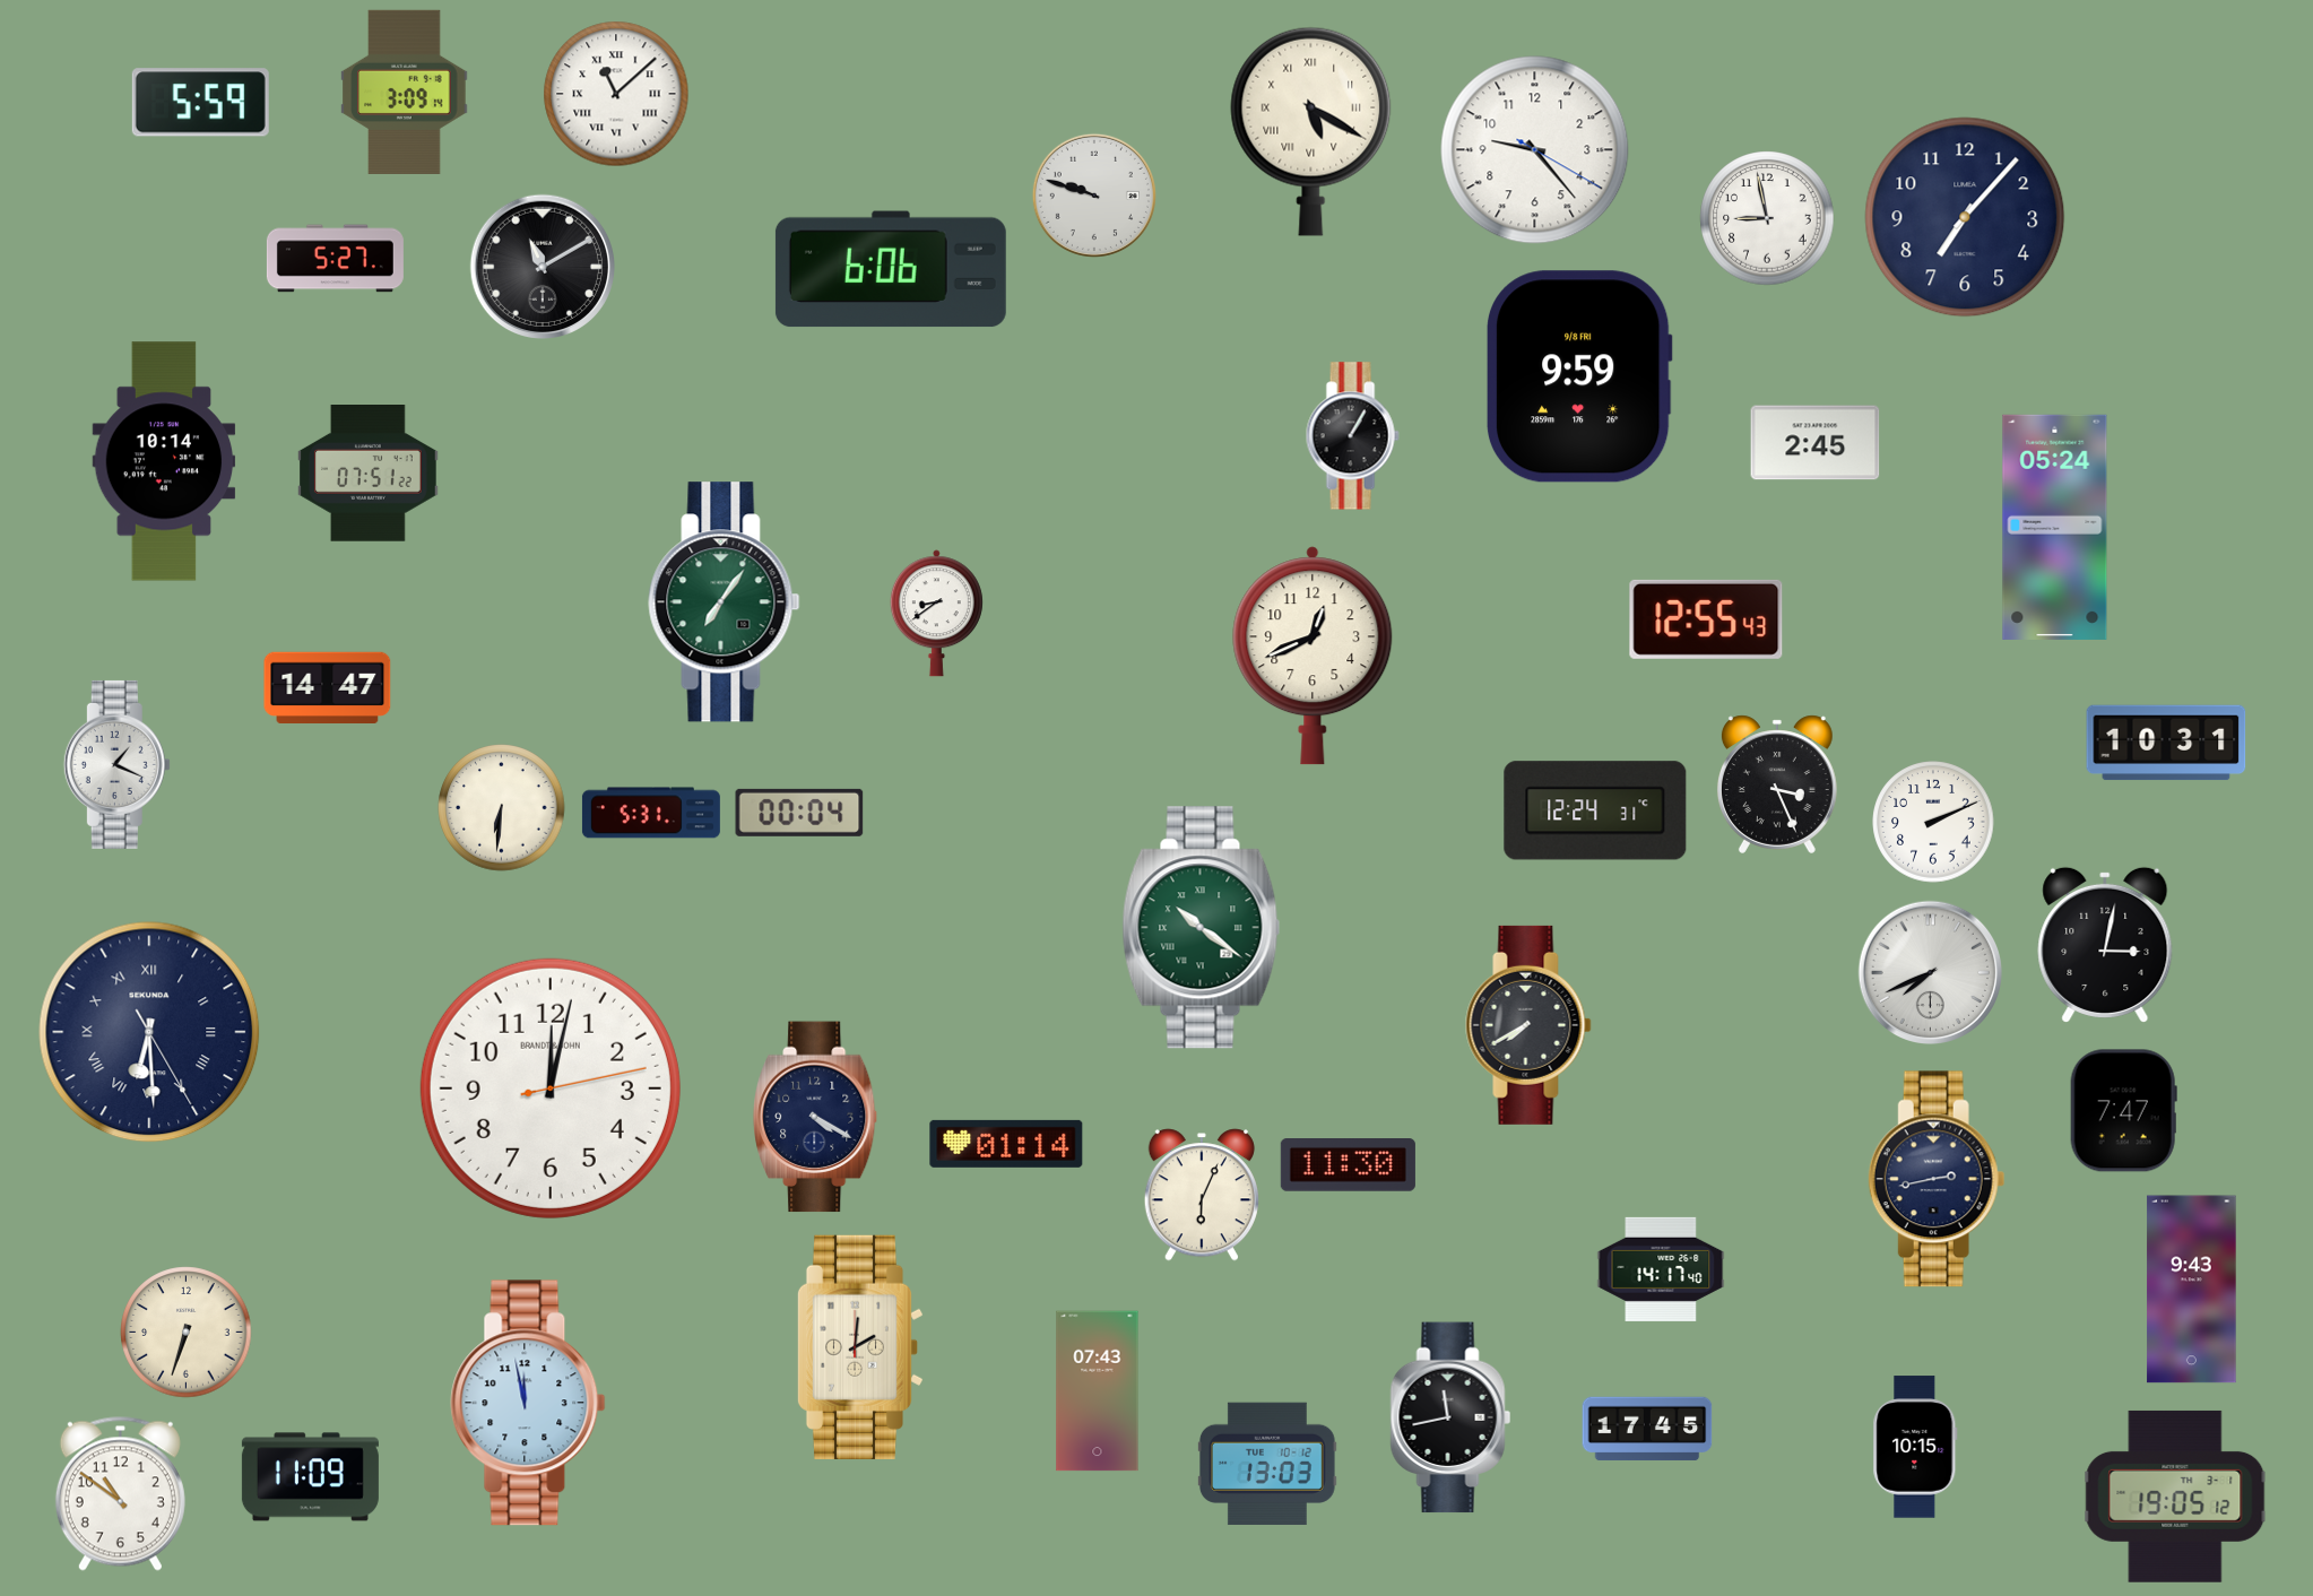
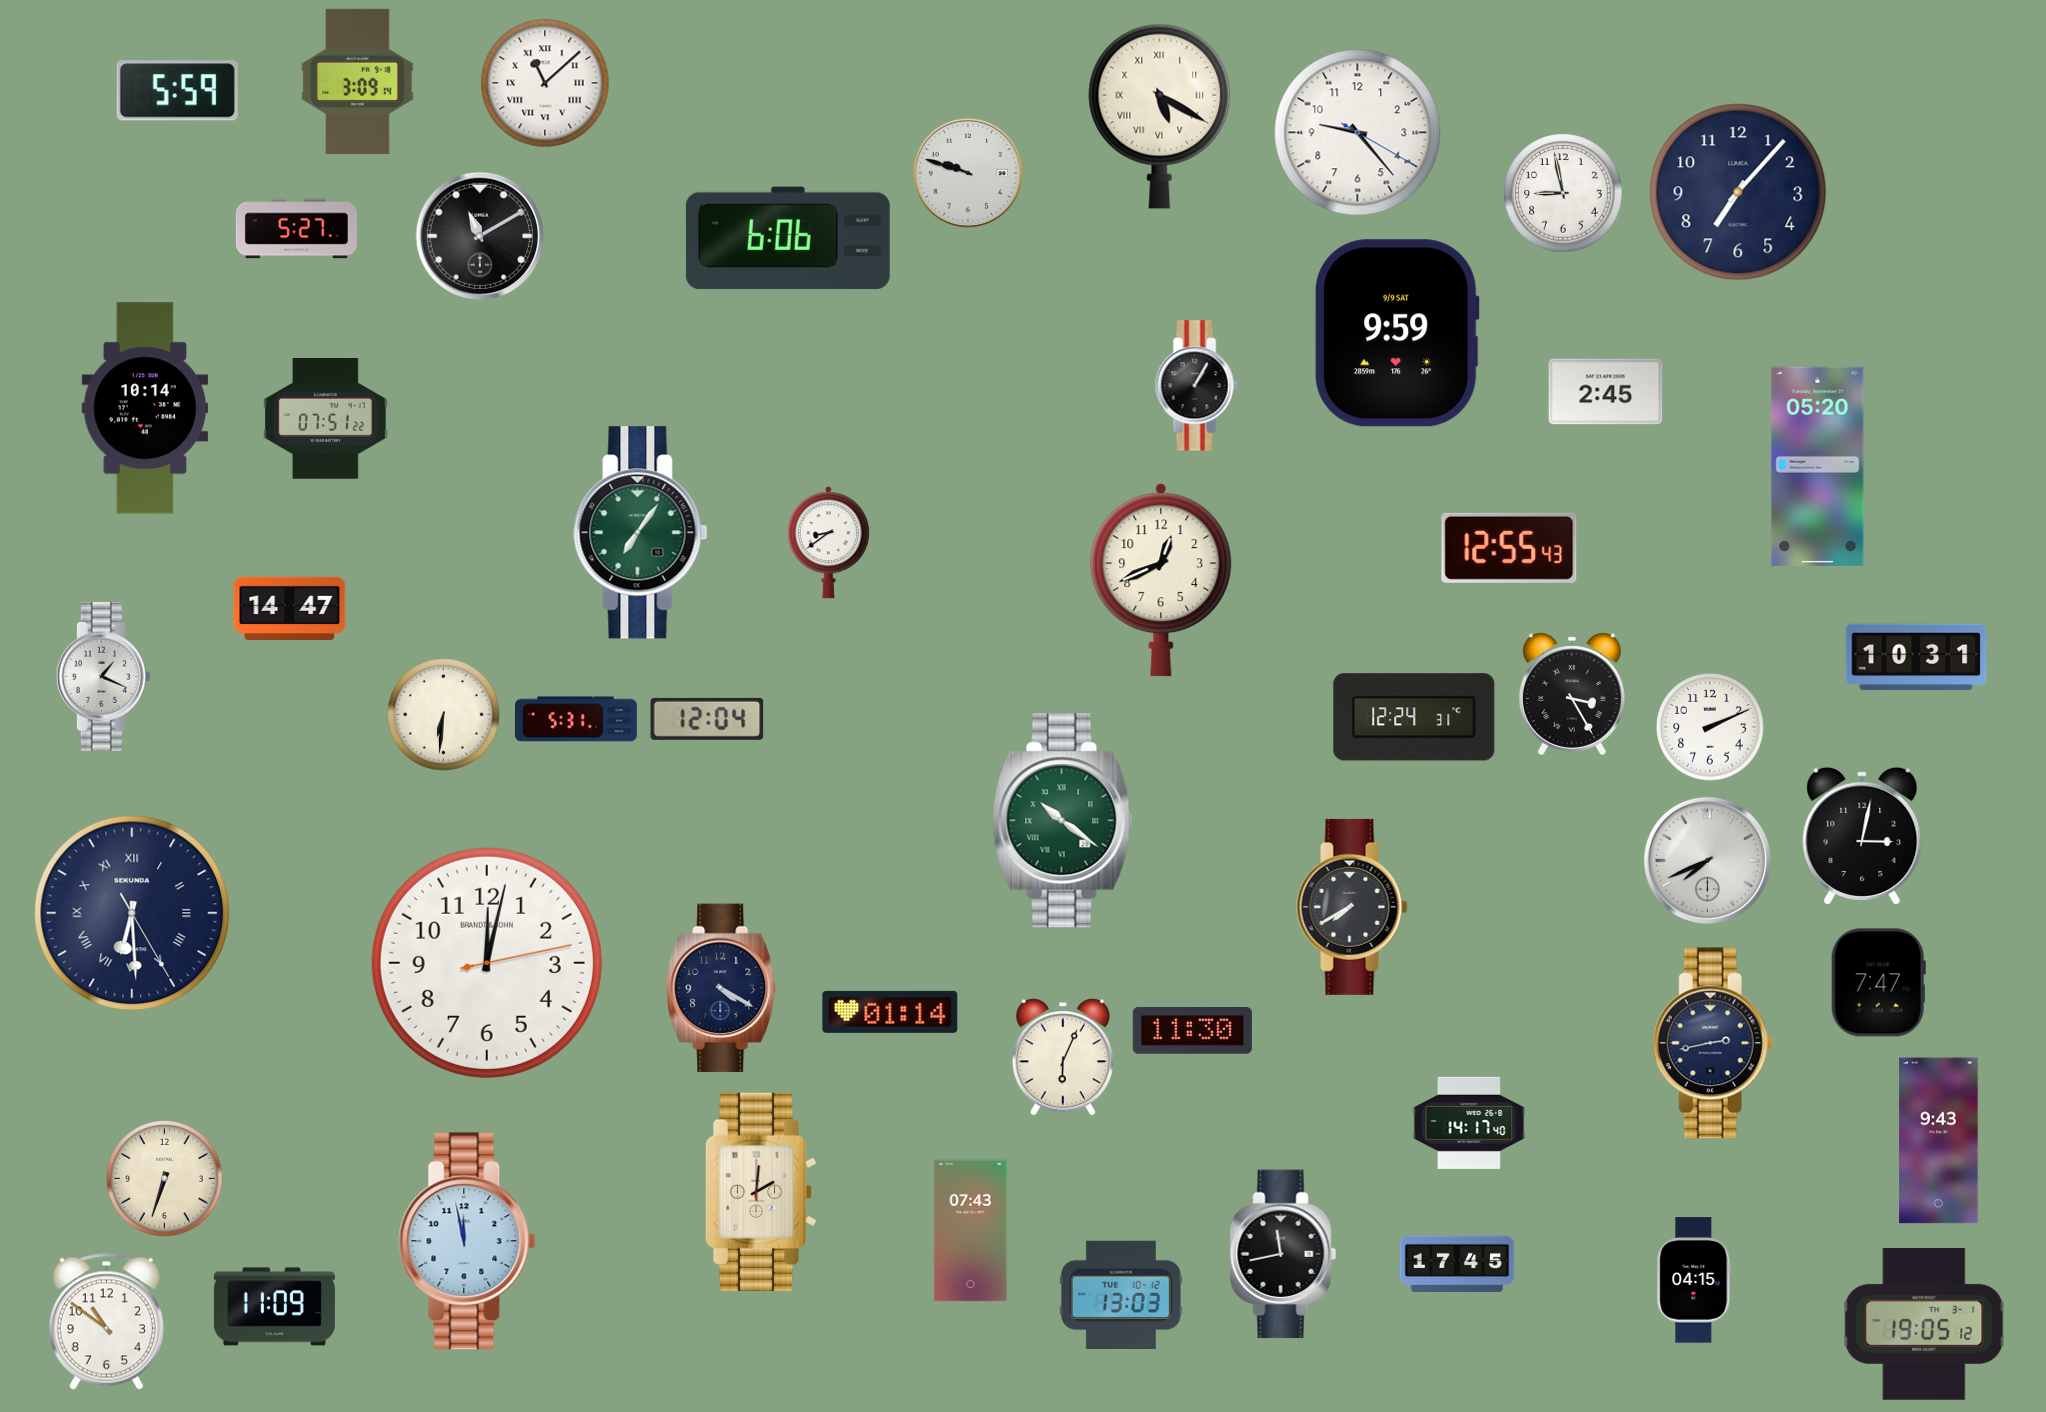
clock at (1579, 376) date: 9/8 FRI -> 9/9 SAT
clock at (2055, 527): 05:24 -> 05:20
clock at (1777, 784): 3:26 -> 3:25
clock at (1595, 810) position: (1595, 810) -> (1414, 717)
clock at (799, 813): 00:04 -> 12:04
clock at (1915, 1447): 10:15 -> 04:15
